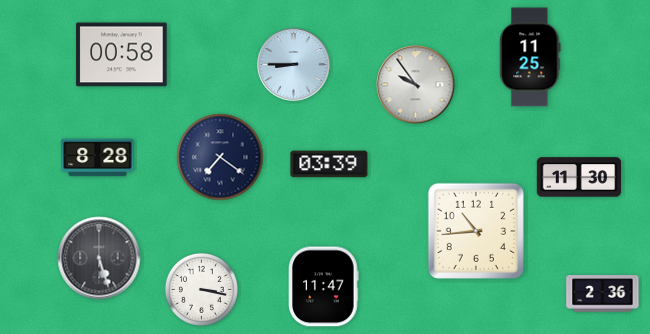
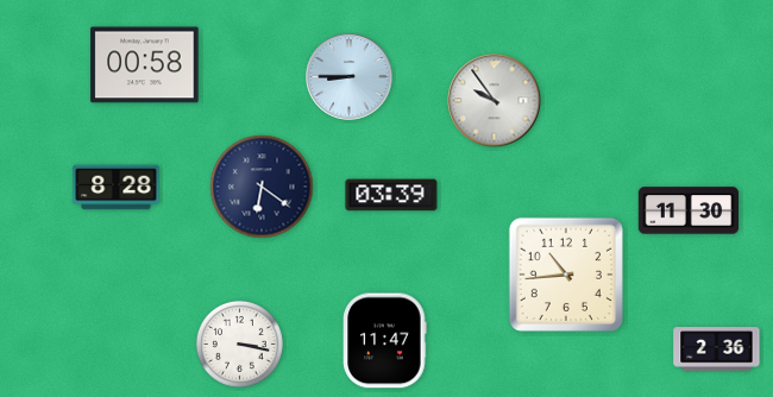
clock at (530, 57): 11:25 -> none
clock at (220, 157): 7:21 -> 6:21
clock at (99, 258): 5:27 -> none
